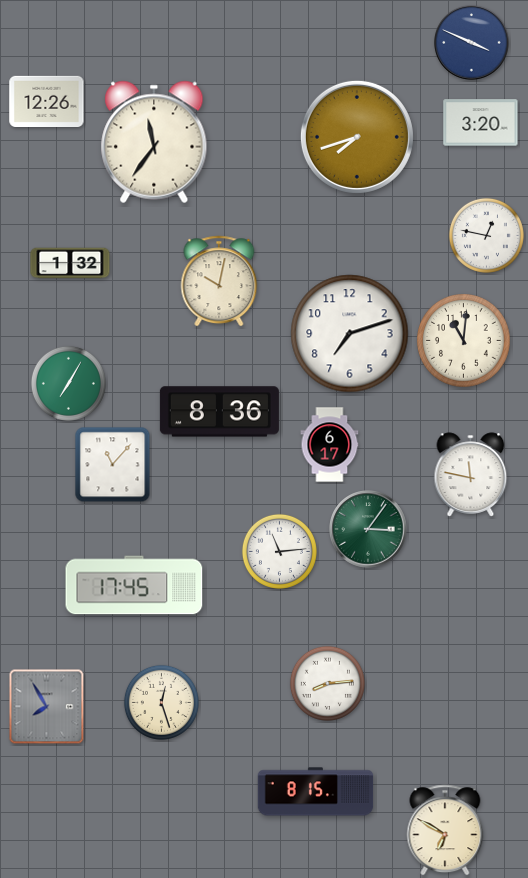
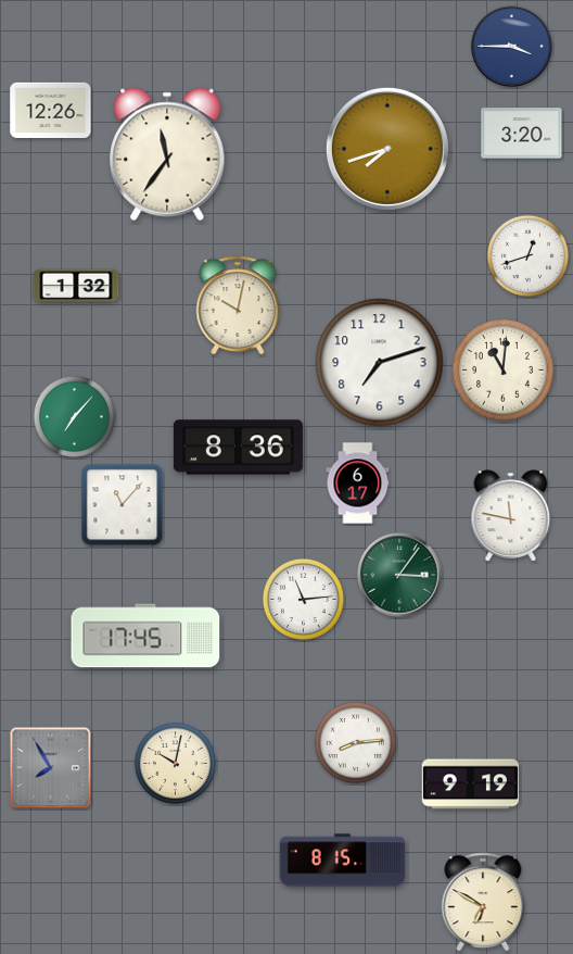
clock at (472, 43): 3:49 -> 3:45
clock at (486, 235): 12:47 -> 12:42
clock at (68, 383): 7:05 -> 7:07
clock at (161, 702): 12:27 -> 10:02
clock at (471, 784): none -> 9:19
